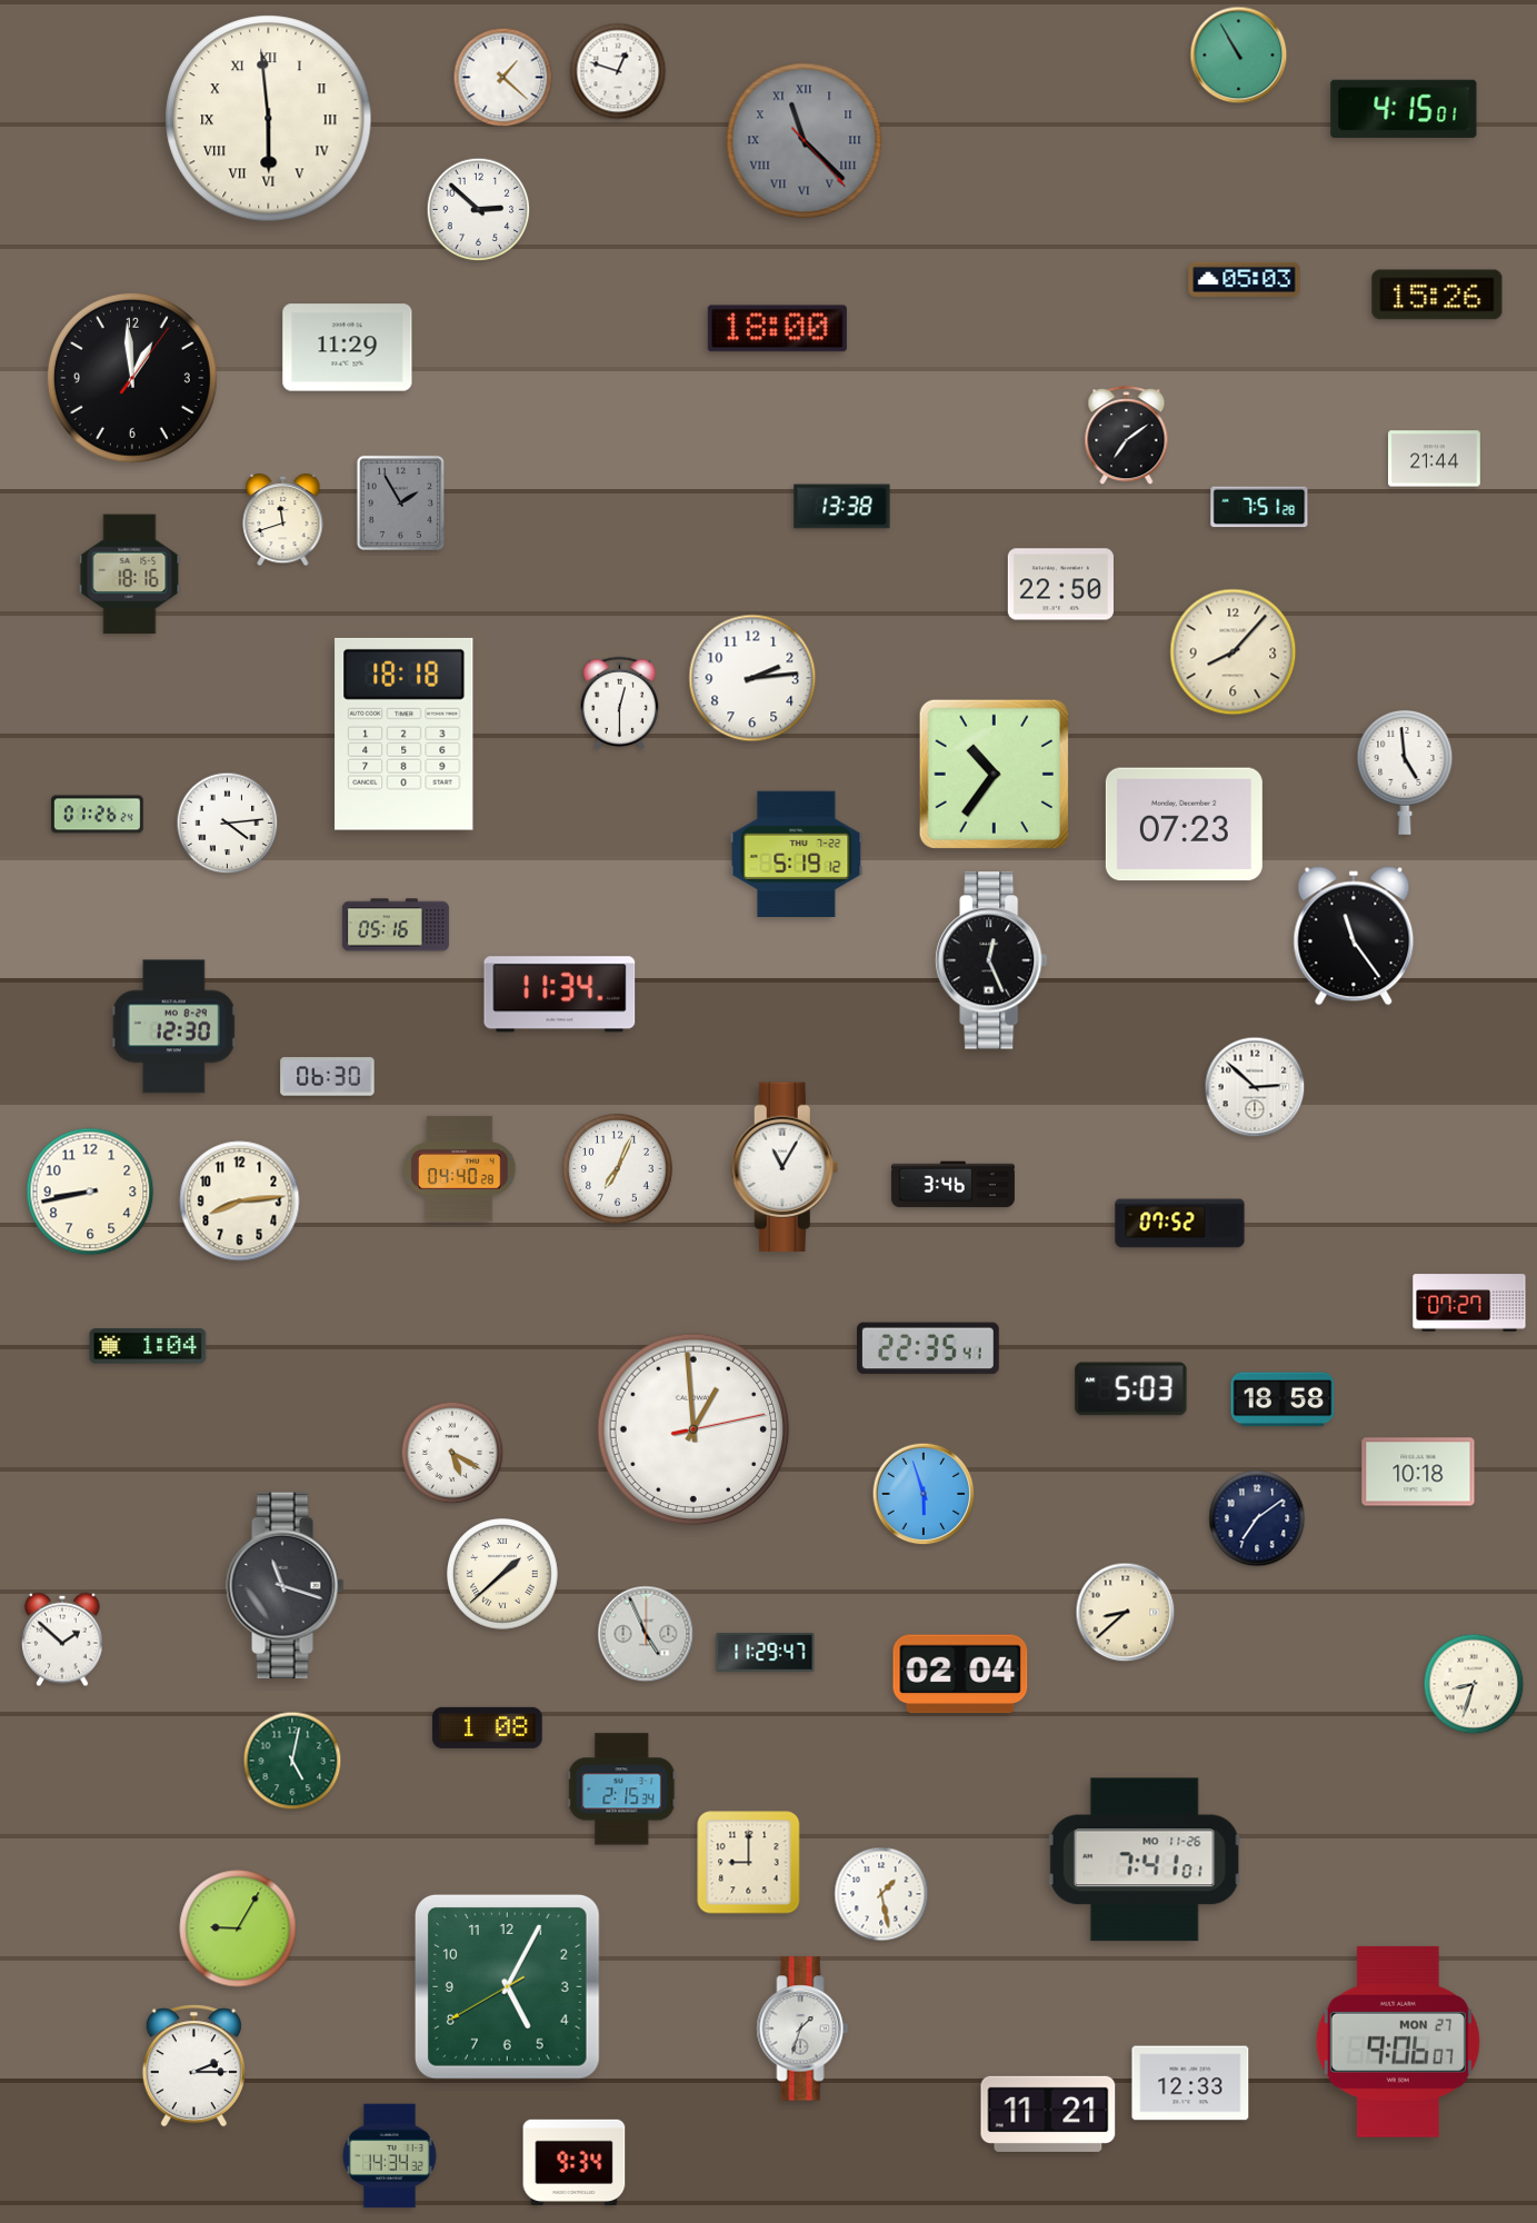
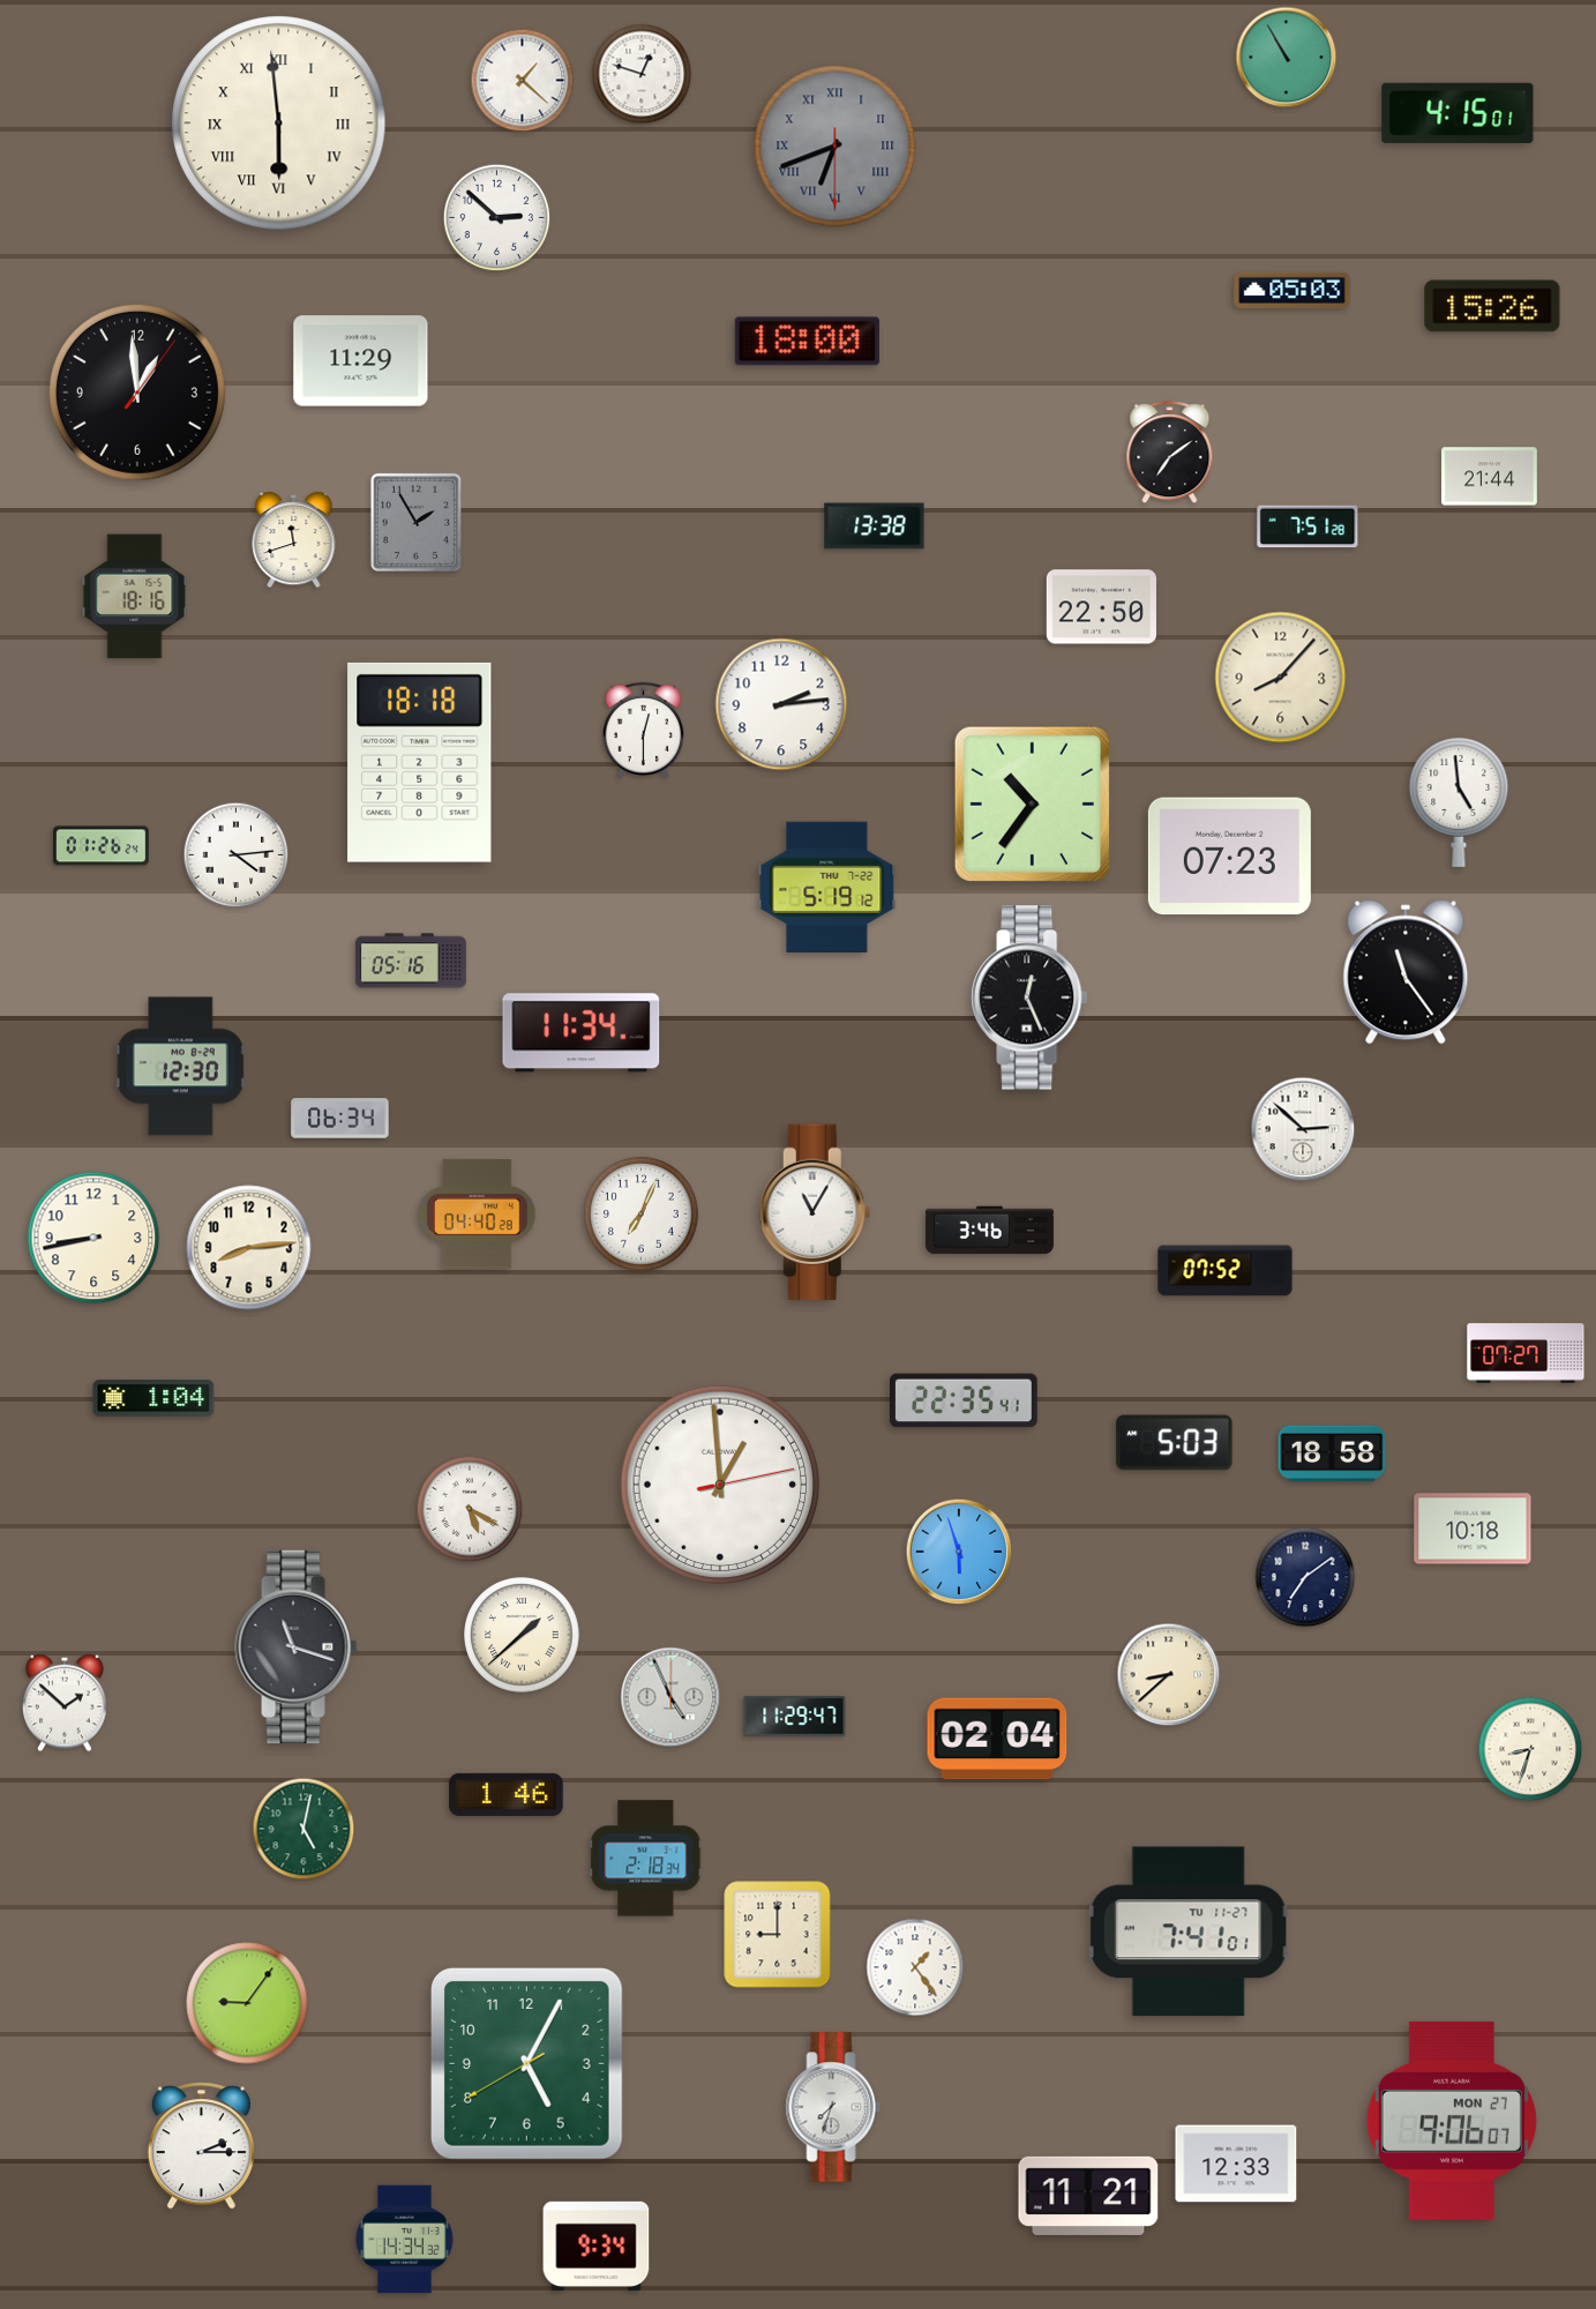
clock at (805, 141): 11:22 -> 6:41
clock at (328, 1077): 06:30 -> 06:34
clock at (488, 1727): 1:08 -> 1:46
clock at (622, 1790): 2:15 -> 2:18
clock at (1145, 1860) date: MO 11-26 -> TU 11-27
clock at (881, 1894): 1:28 -> 1:24
clock at (238, 1928): 9:05 -> 9:06
clock at (802, 2028): 1:33 -> 7:33
